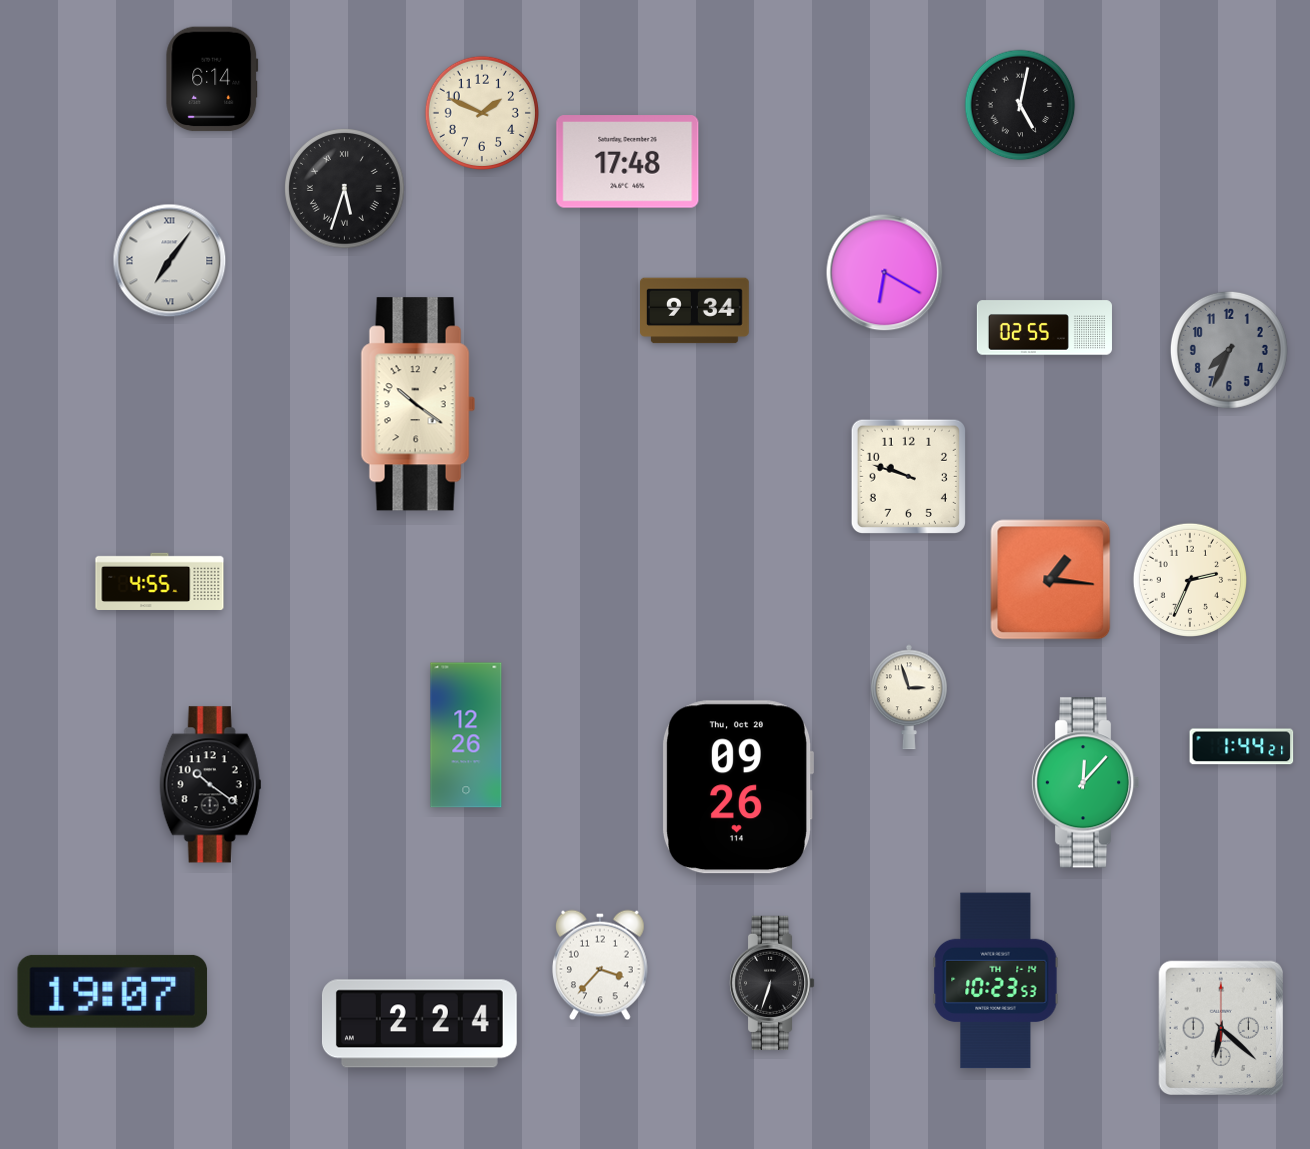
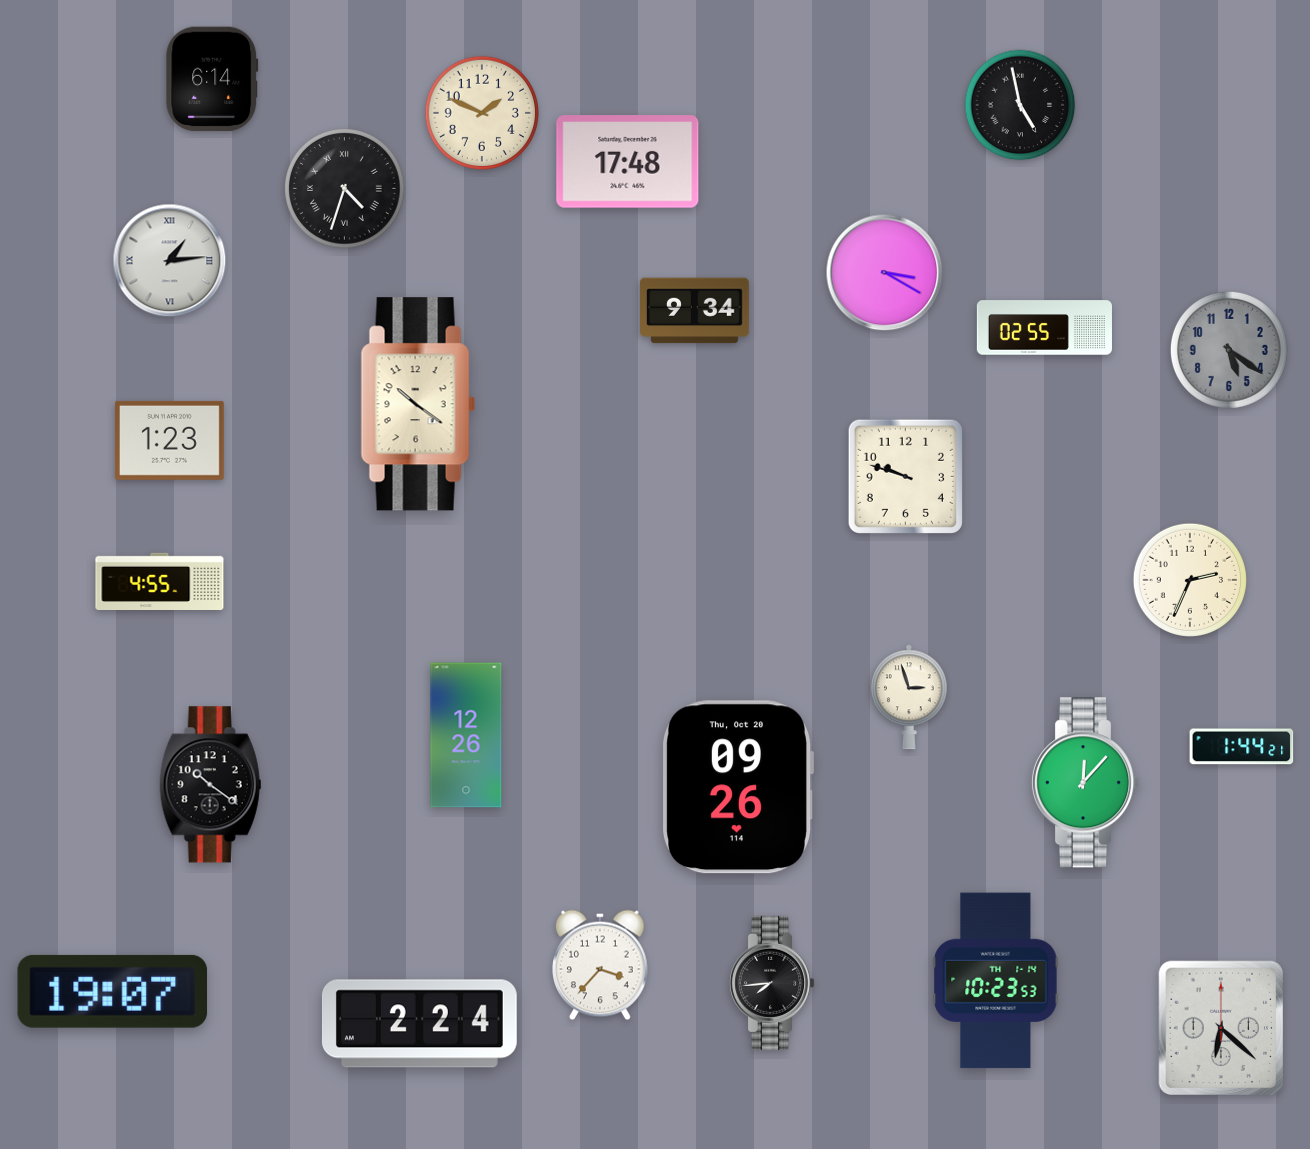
clock at (1020, 105): 5:02 -> 4:58
clock at (345, 189): 5:33 -> 4:33
clock at (170, 261): 7:06 -> 1:14
clock at (885, 273): 6:20 -> 3:20
clock at (1229, 350): 7:34 -> 5:21
clock at (169, 440): none -> 1:23
clock at (908, 476) position: (908, 476) -> (905, 476)
clock at (1051, 580): 1:16 -> none
clock at (772, 982): 6:33 -> 7:44
